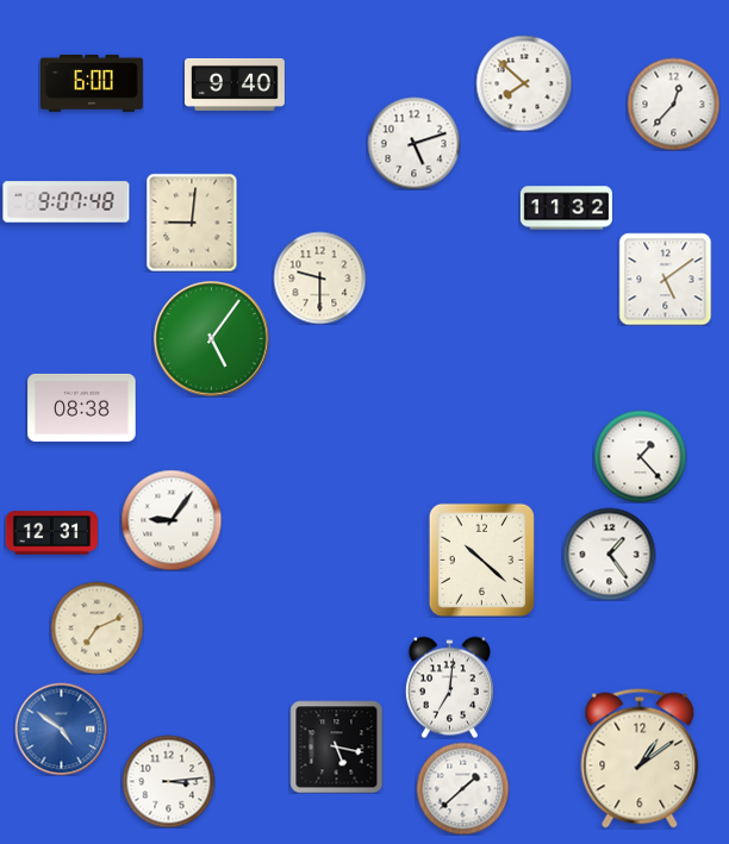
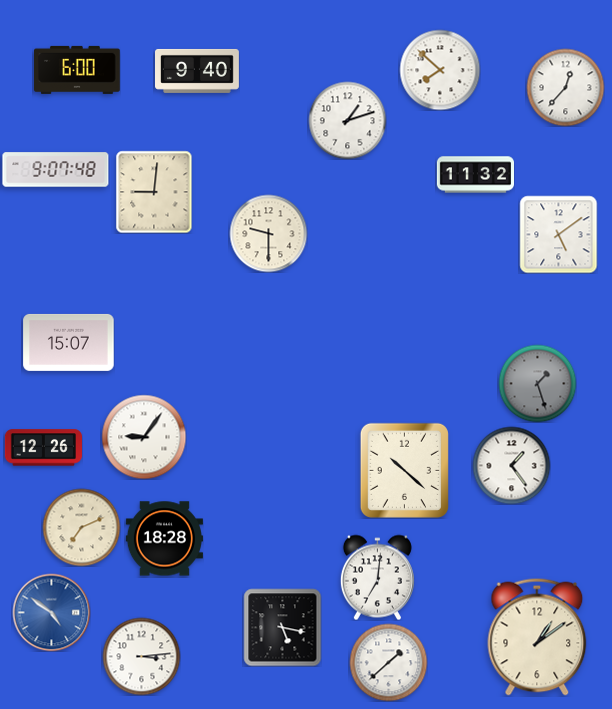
clock at (413, 143): 5:12 -> 1:12
clock at (192, 223) position: (192, 223) -> (154, 192)
clock at (212, 339): 5:06 -> none
clock at (82, 407): 08:38 -> 15:07
clock at (640, 456): 1:23 -> 1:27
clock at (640, 456) dial: white -> grey
clock at (51, 533): 12:31 -> 12:26
clock at (164, 539): none -> 18:28
